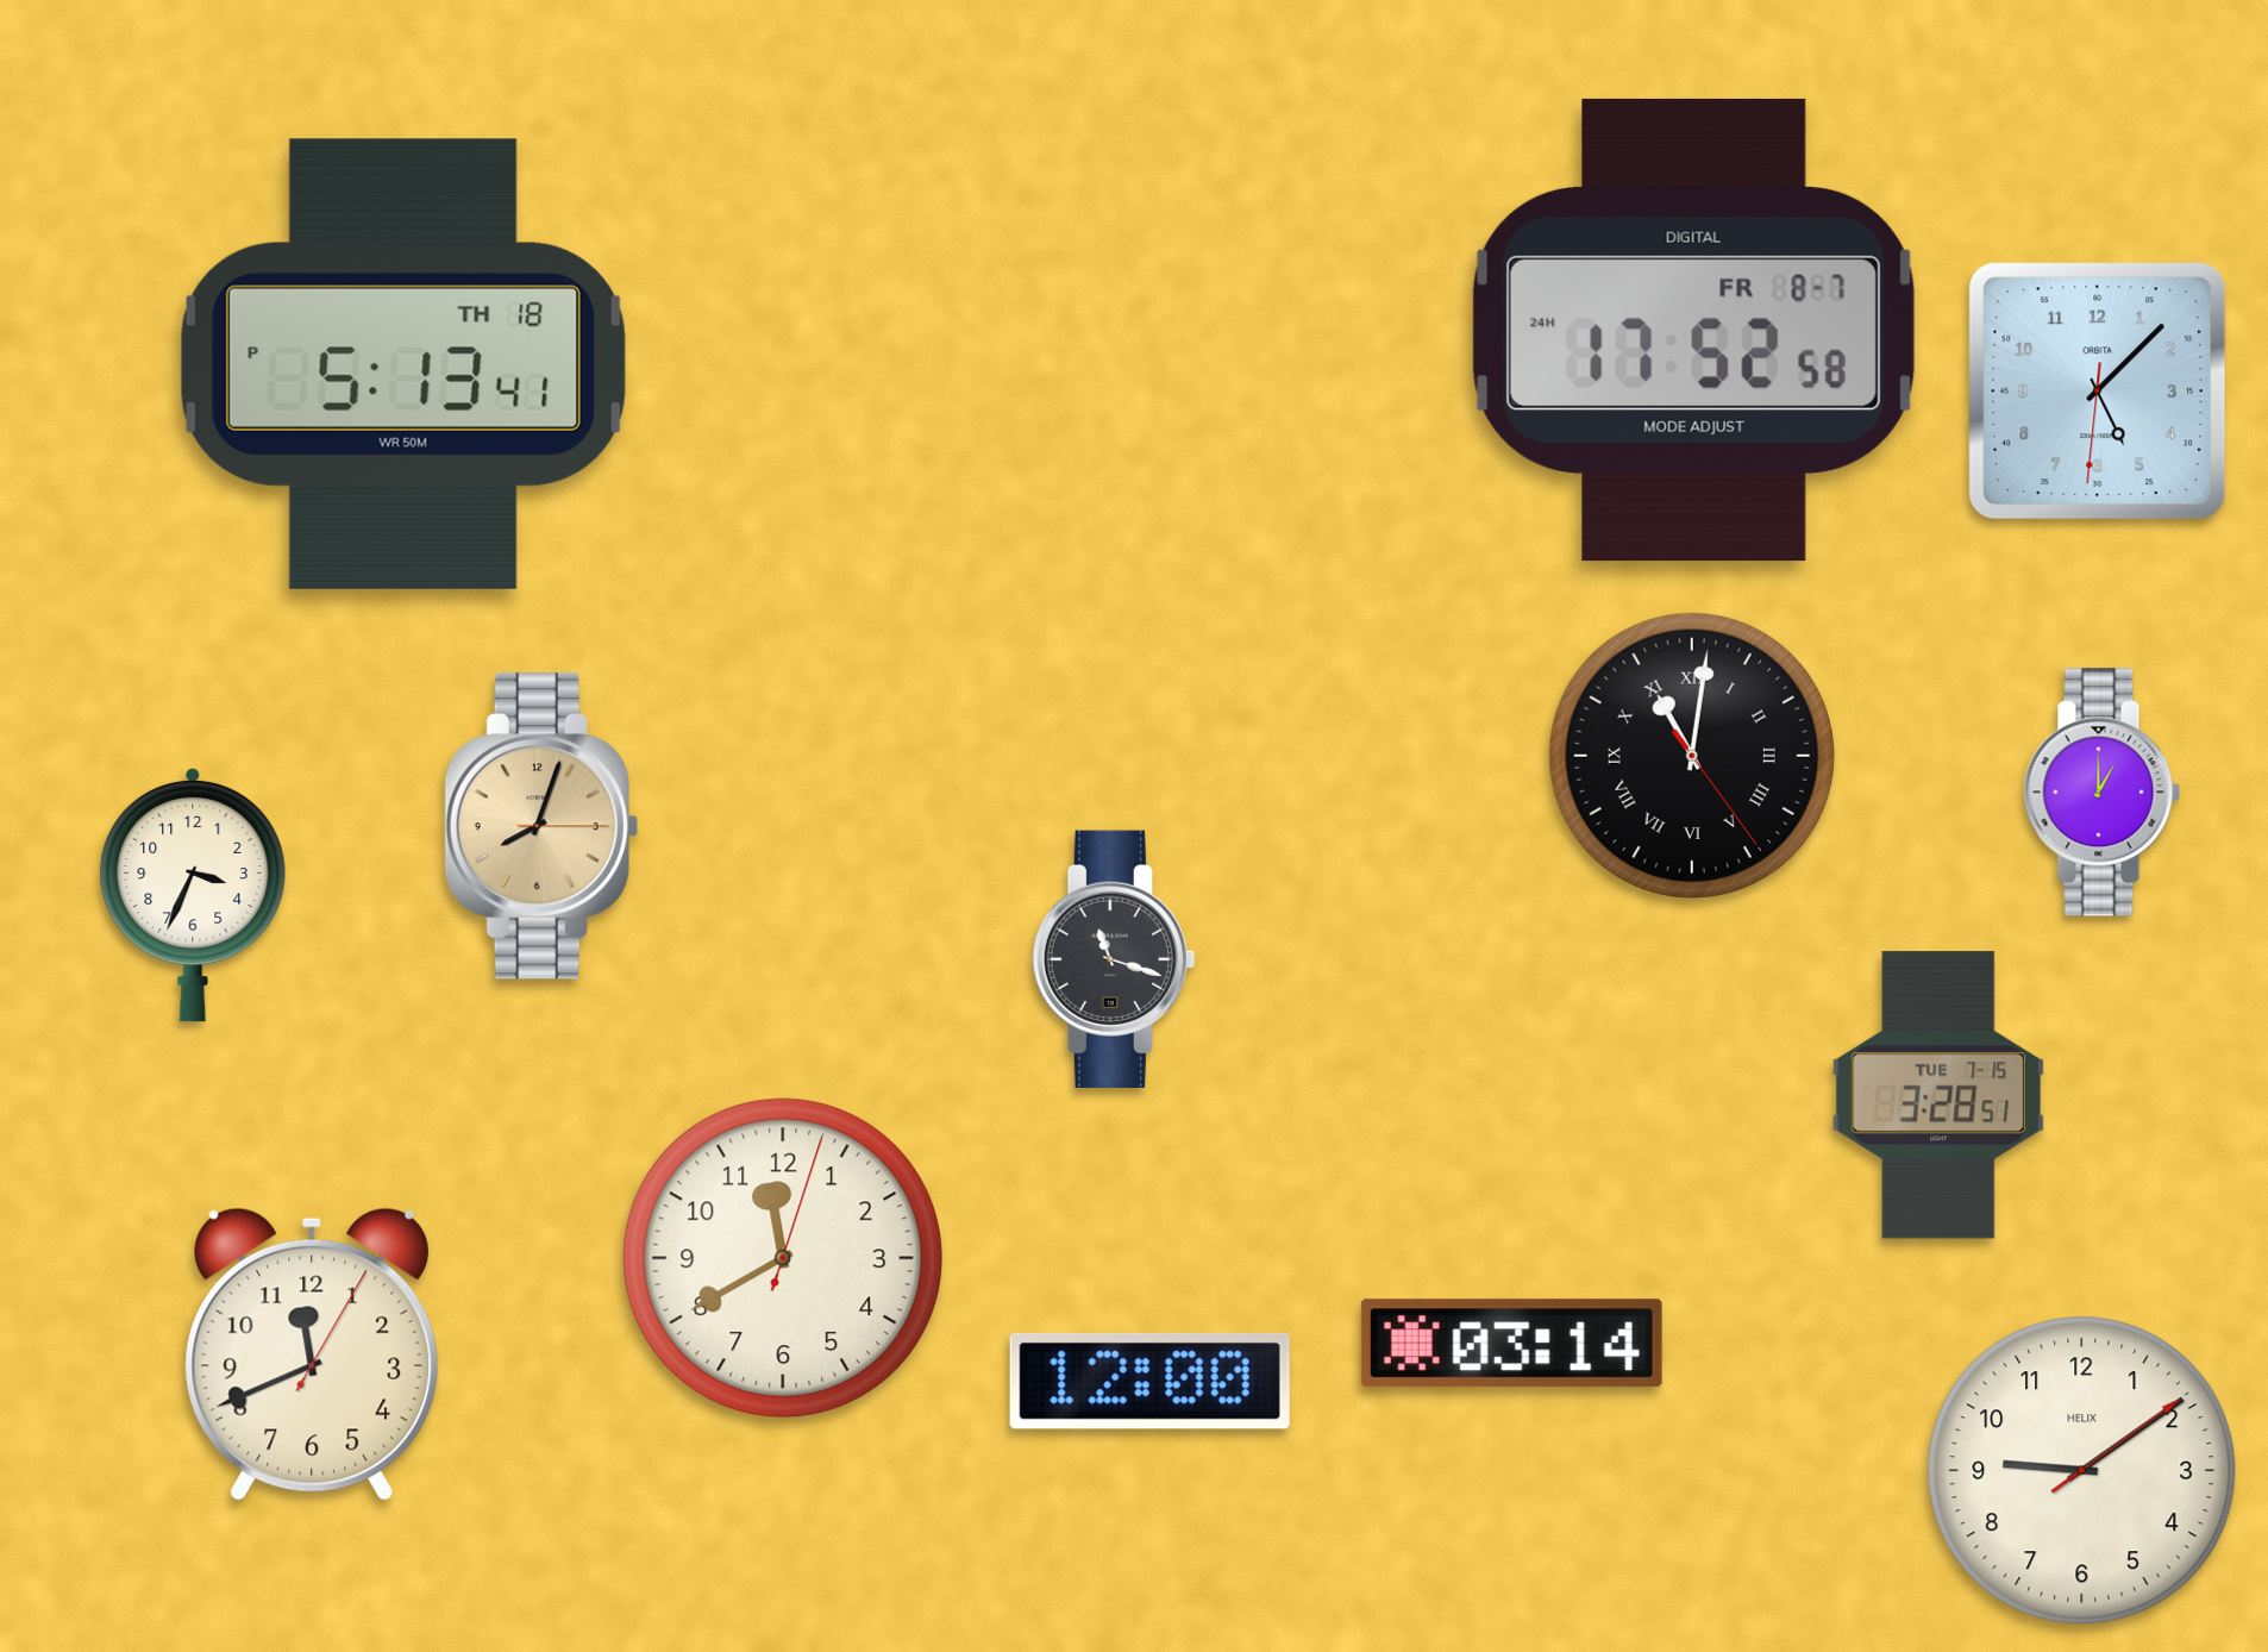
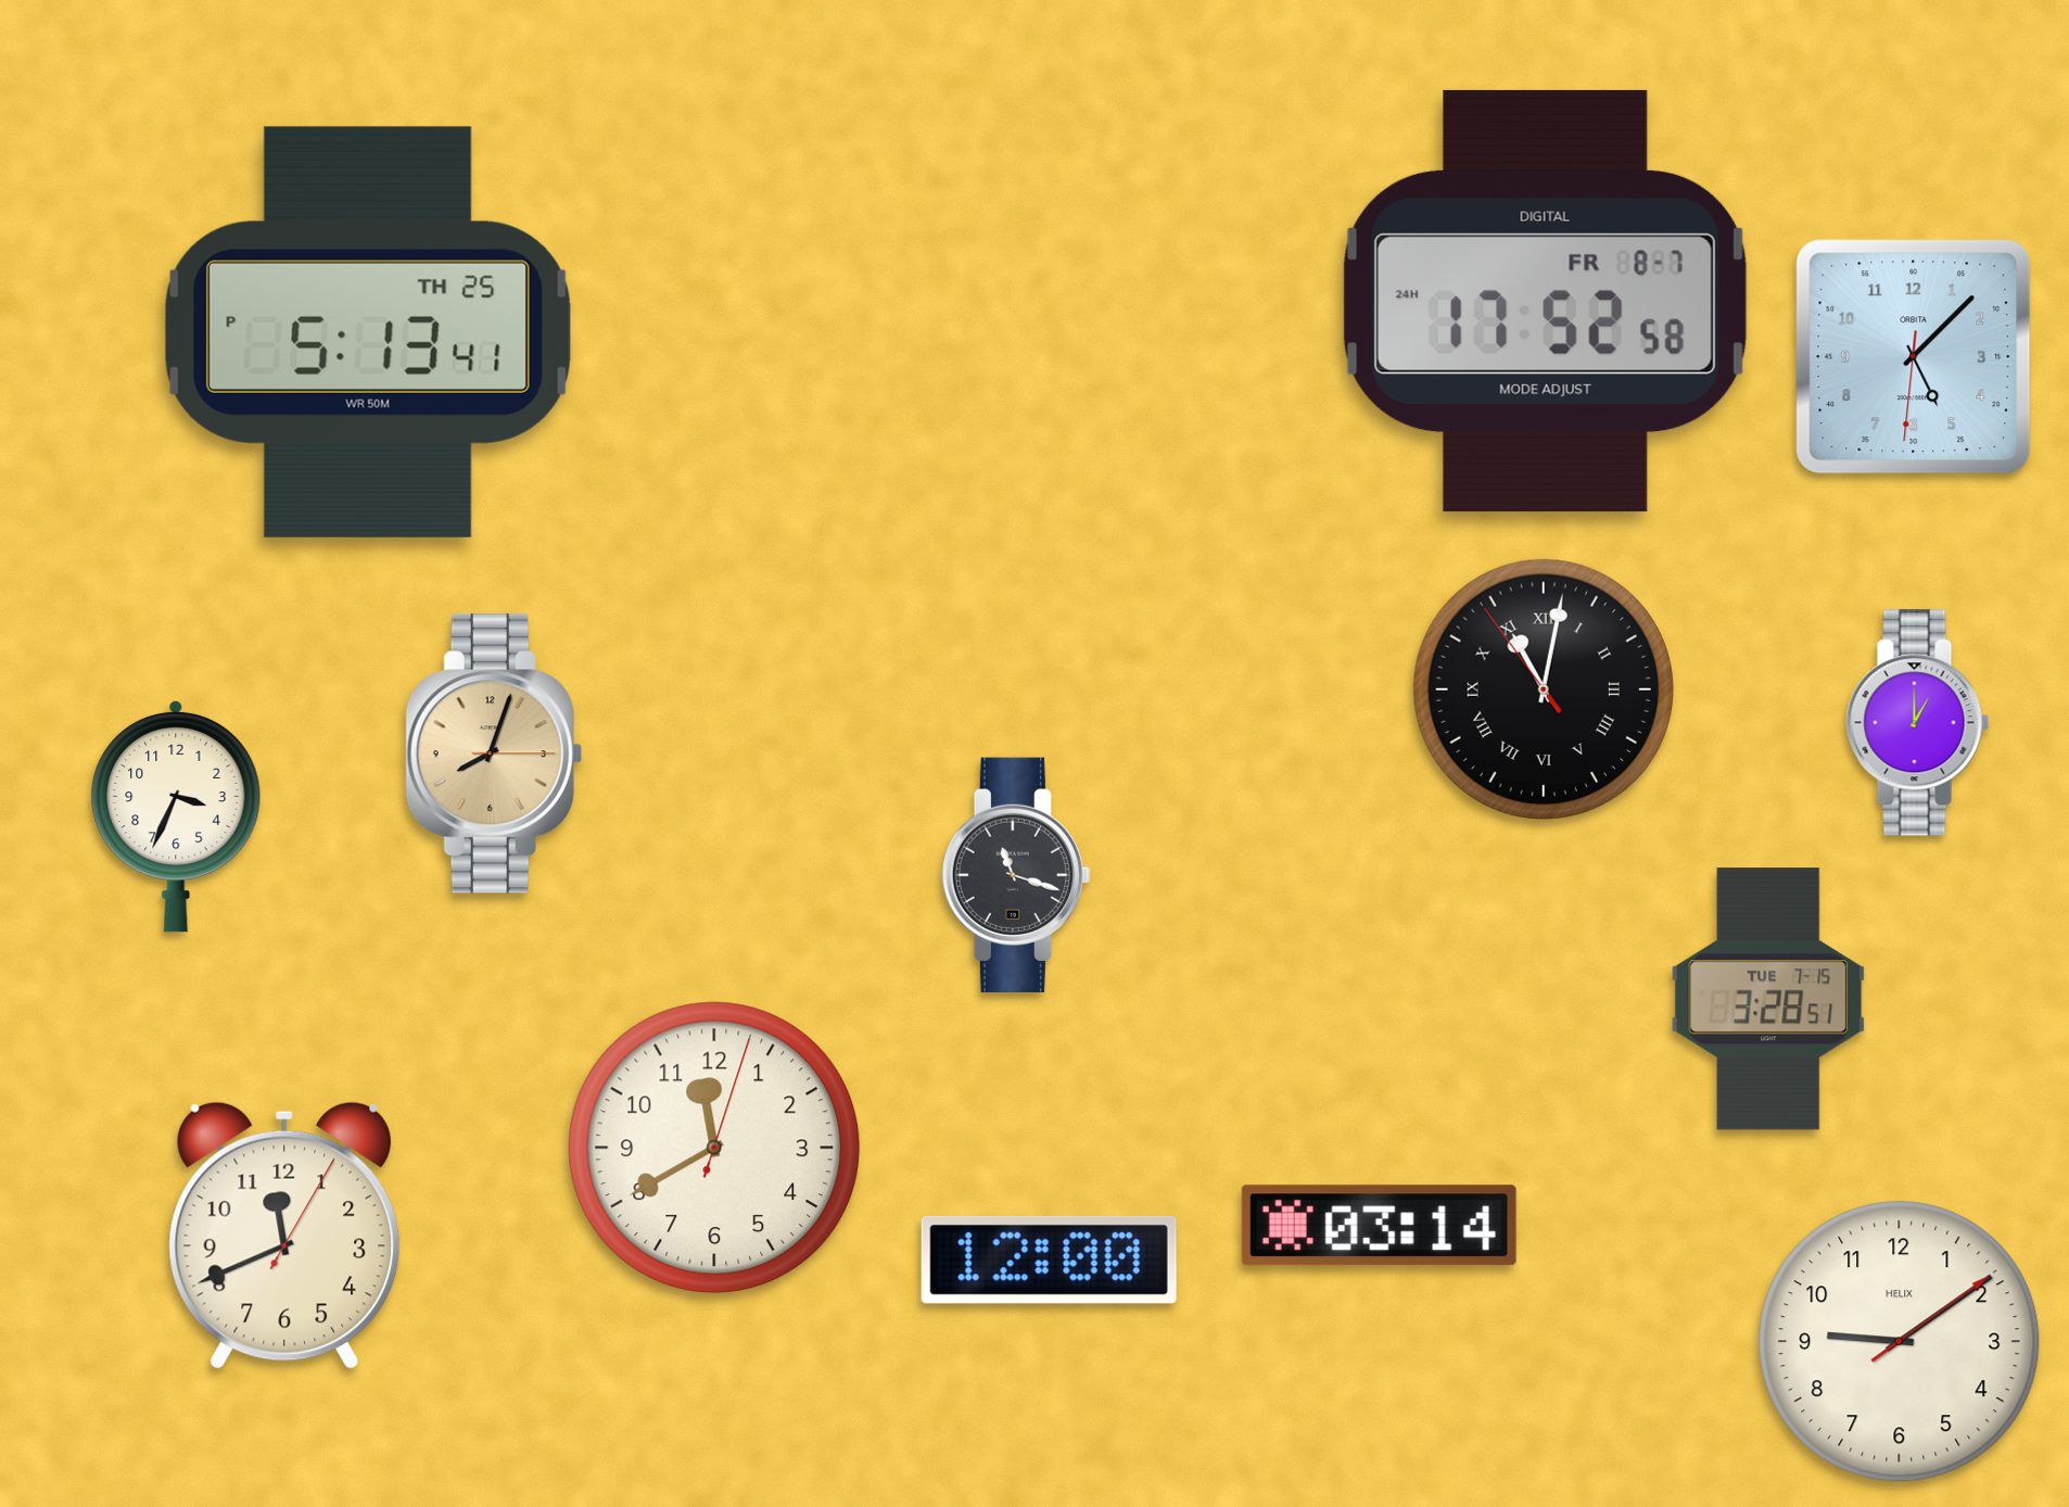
clock at (403, 364) date: TH 18 -> TH 25
clock at (1692, 756): 11:01:24 -> 11:01:54
